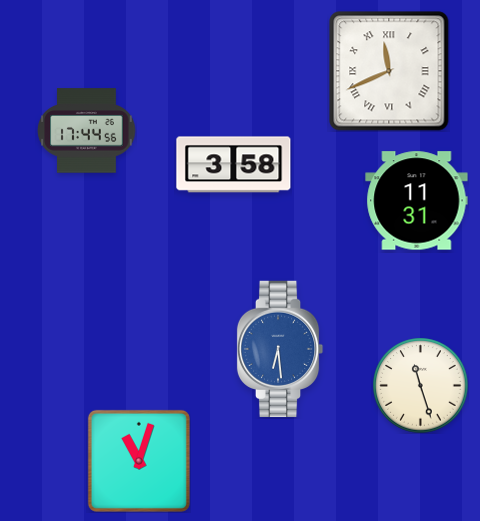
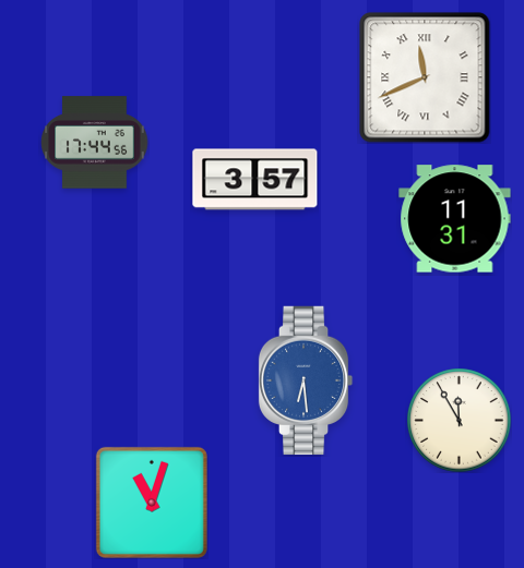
clock at (234, 165): 3:58 -> 3:57
clock at (420, 385): 11:27 -> 11:55
